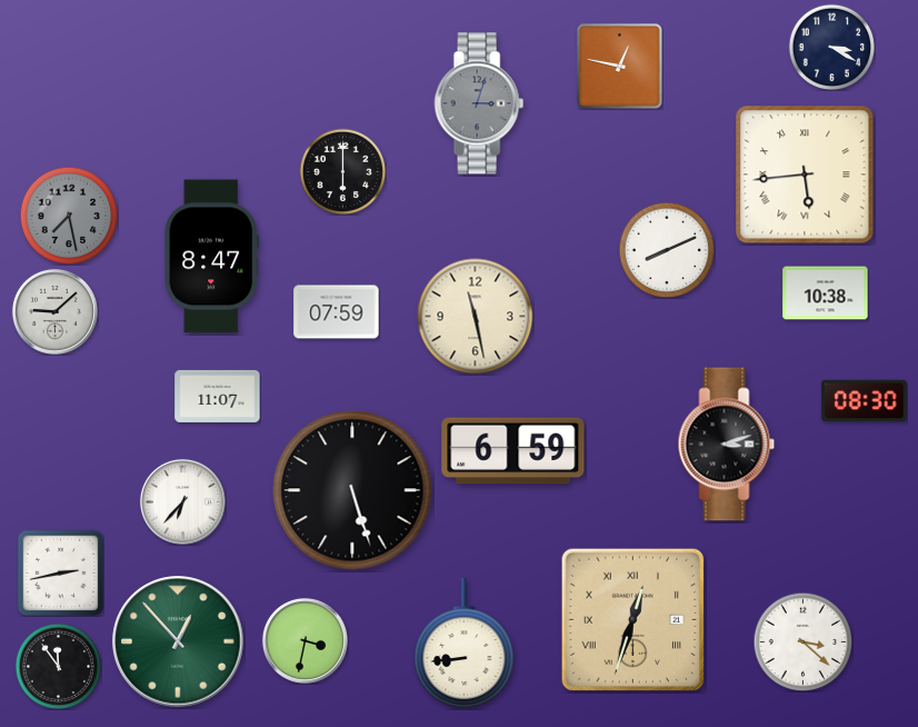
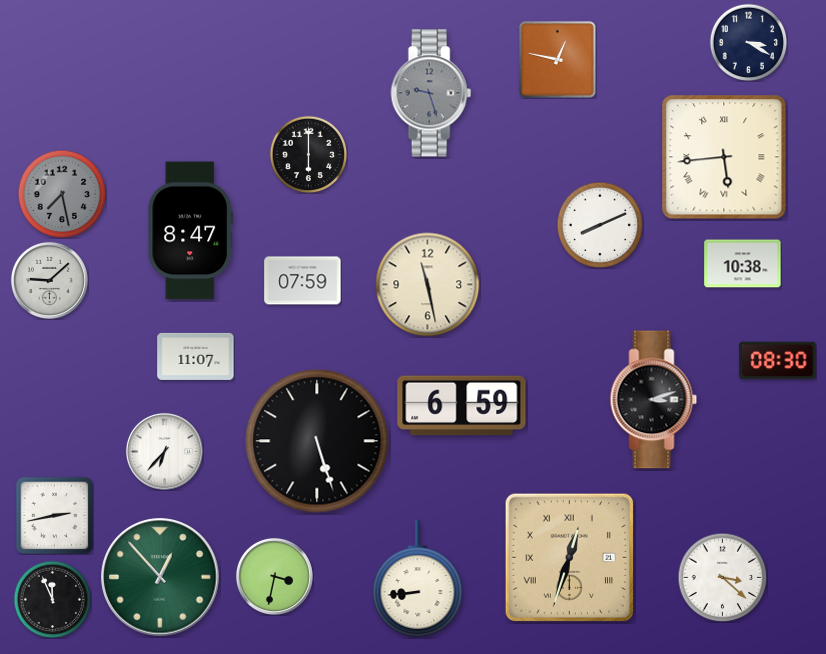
clock at (479, 103): 3:03 -> 9:27
clock at (58, 666): 11:54 -> 11:56
